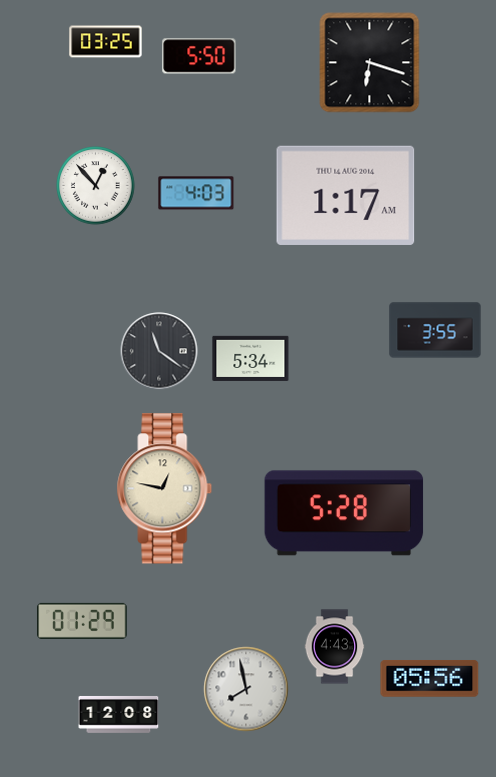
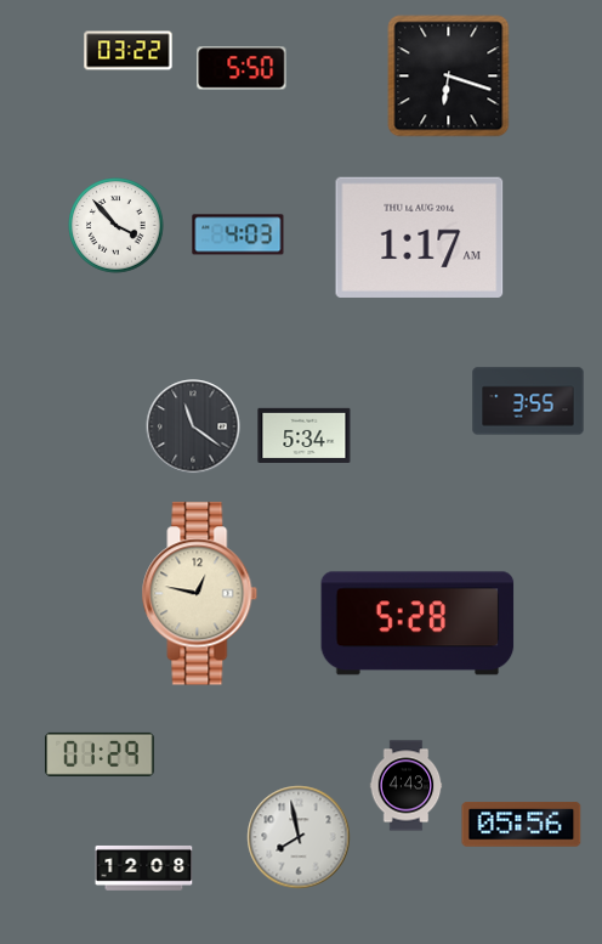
clock at (106, 42): 03:25 -> 03:22
clock at (96, 186): 12:53 -> 3:53
